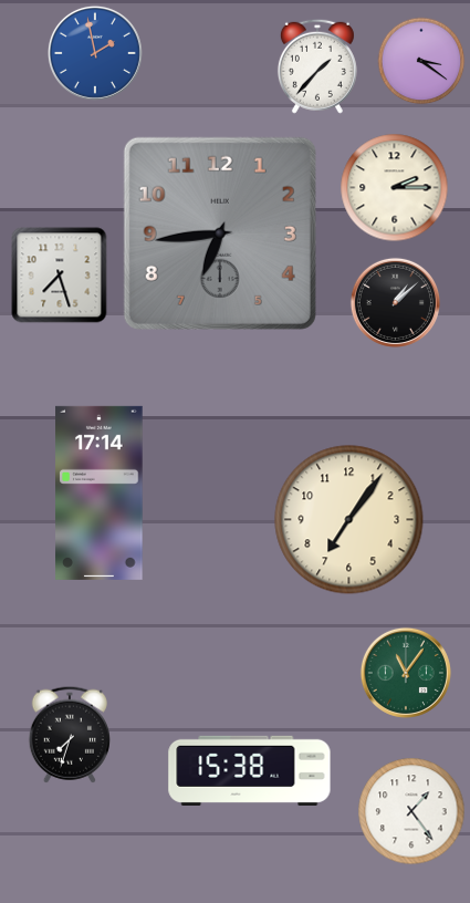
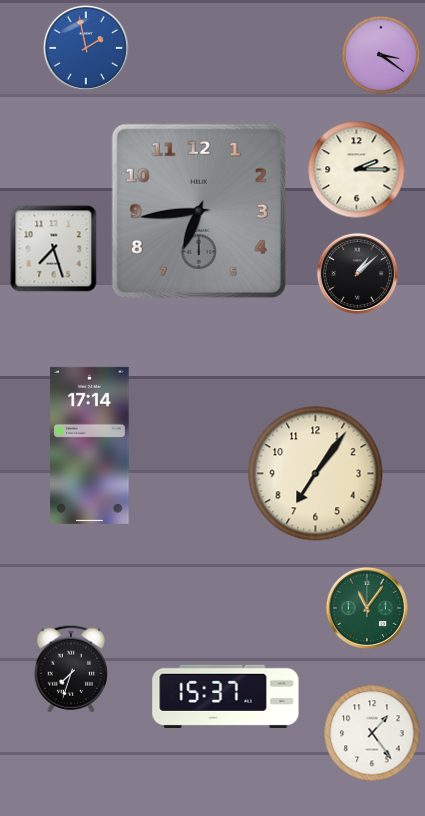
clock at (317, 66): 1:37 -> none
clock at (349, 520) position: (349, 520) -> (316, 474)
clock at (70, 735) position: (70, 735) -> (71, 669)
clock at (250, 770): 15:38 -> 15:37
